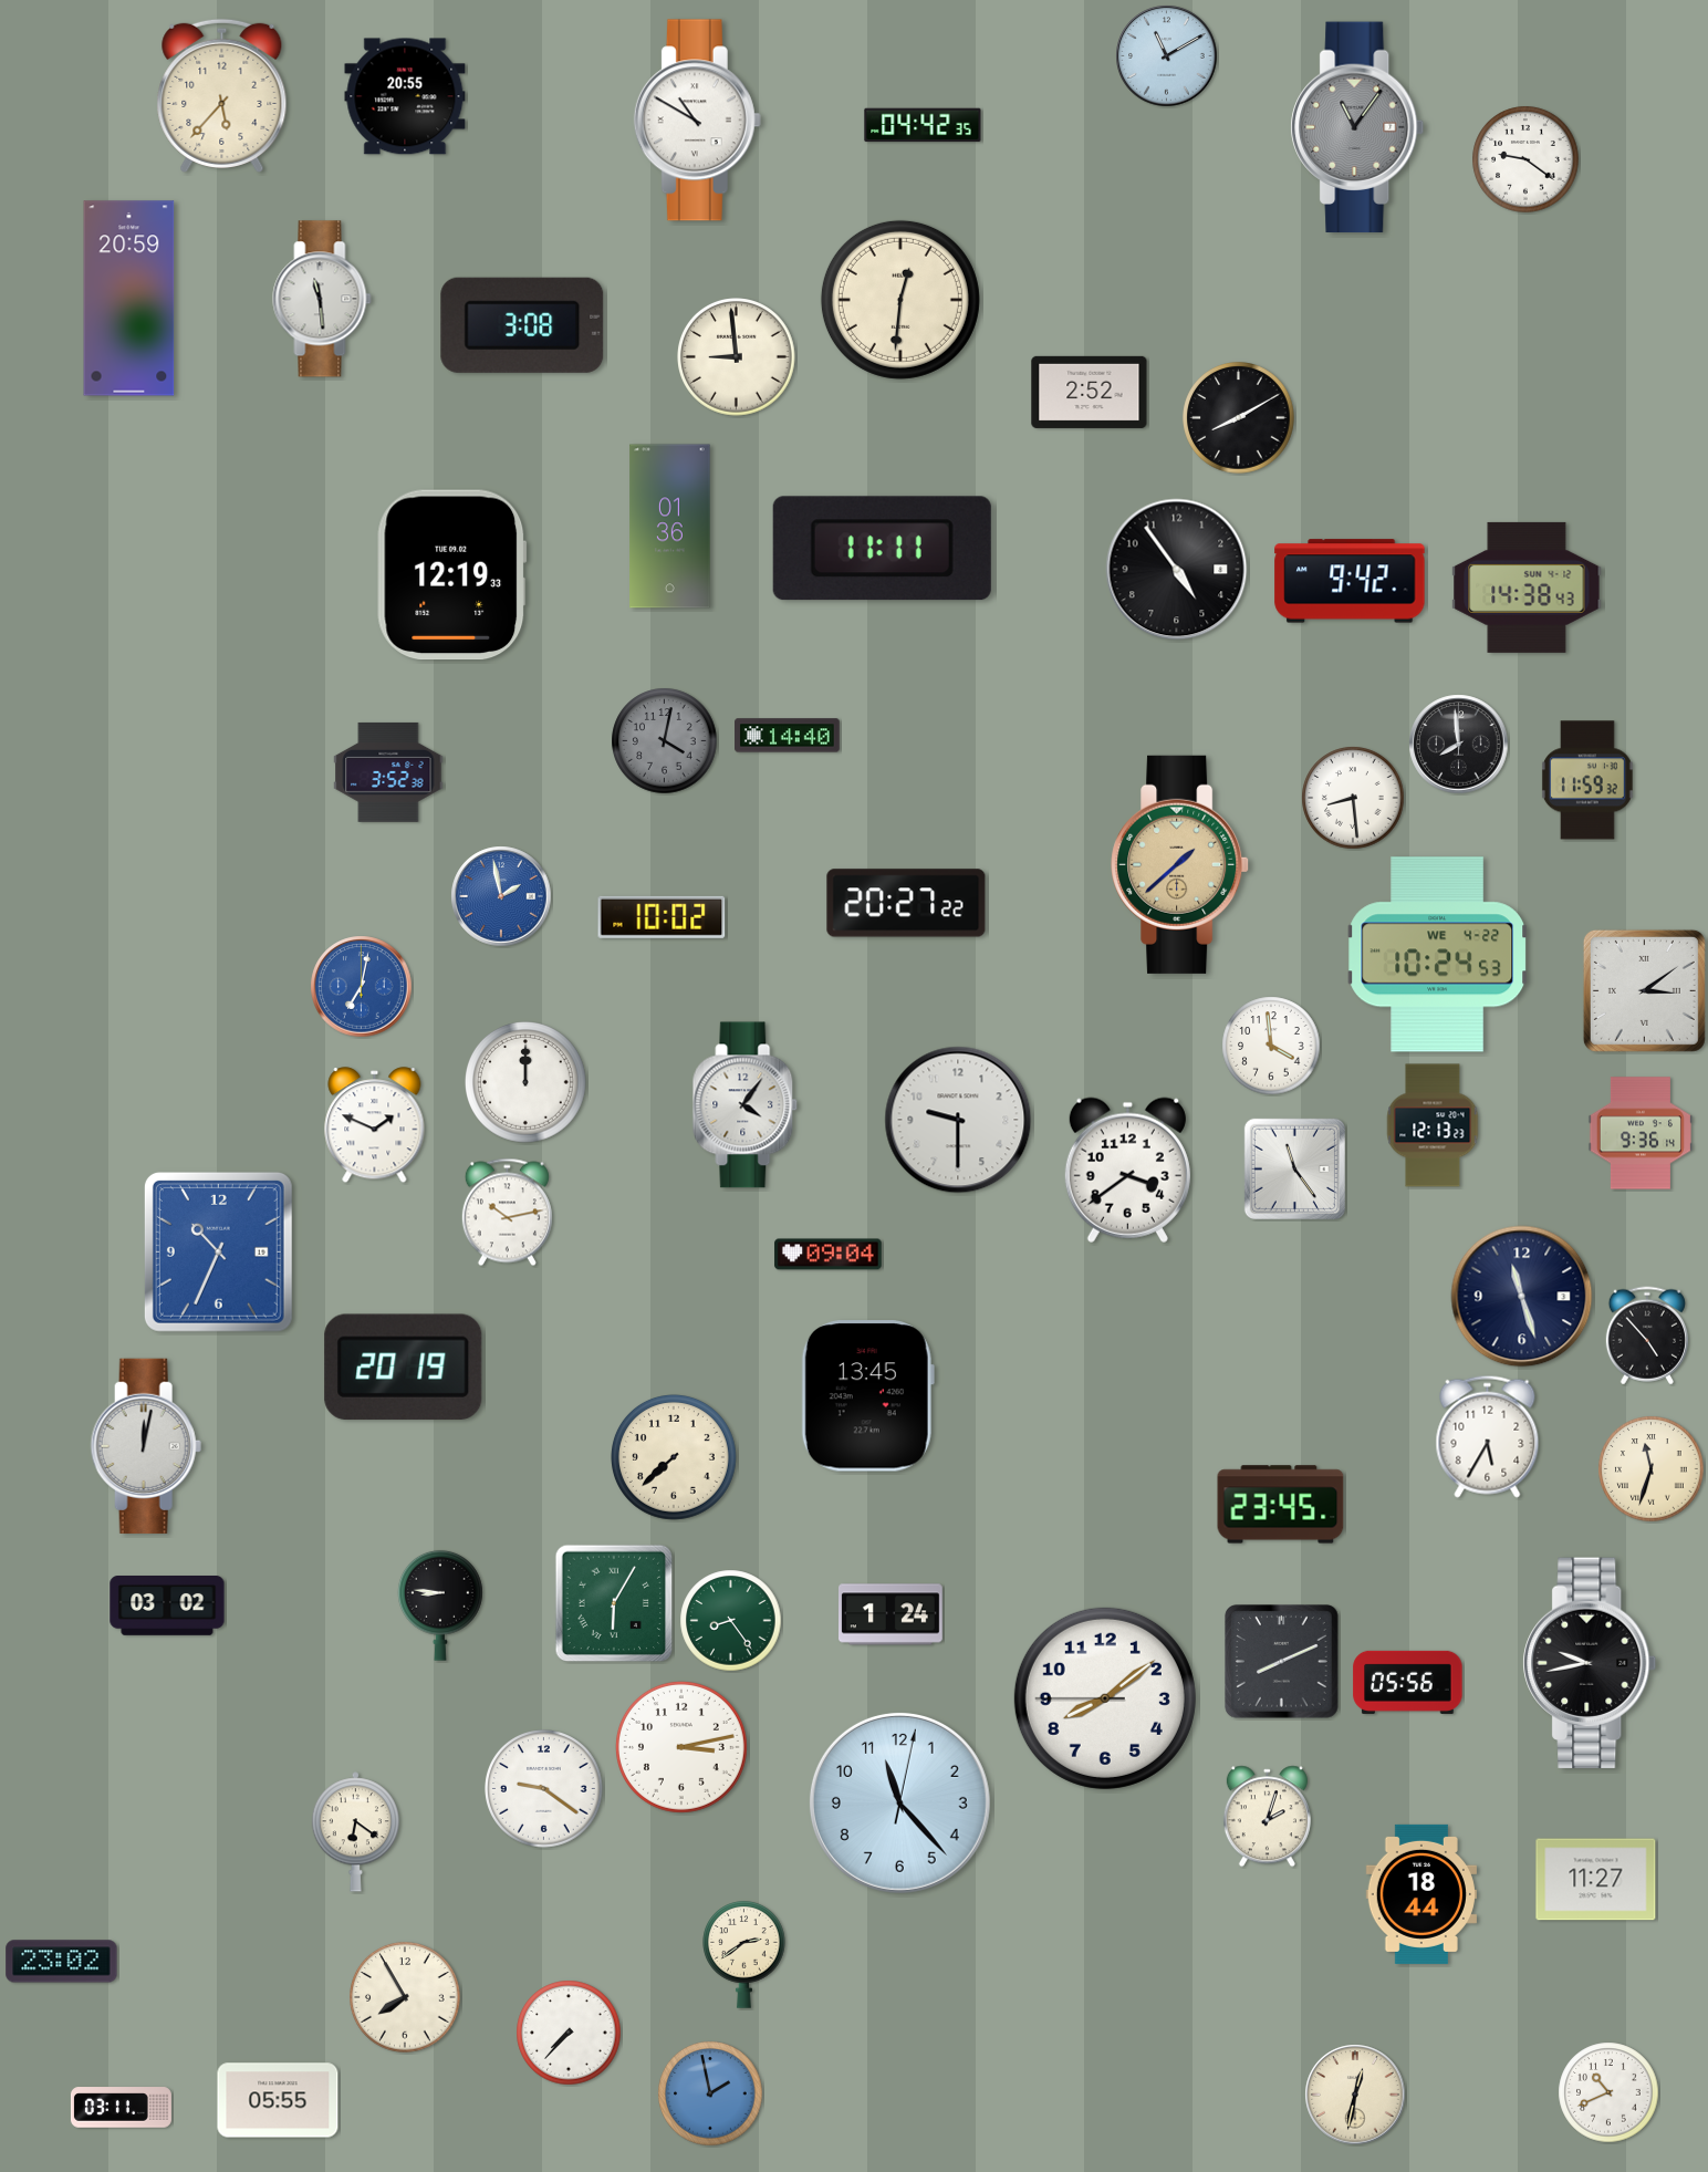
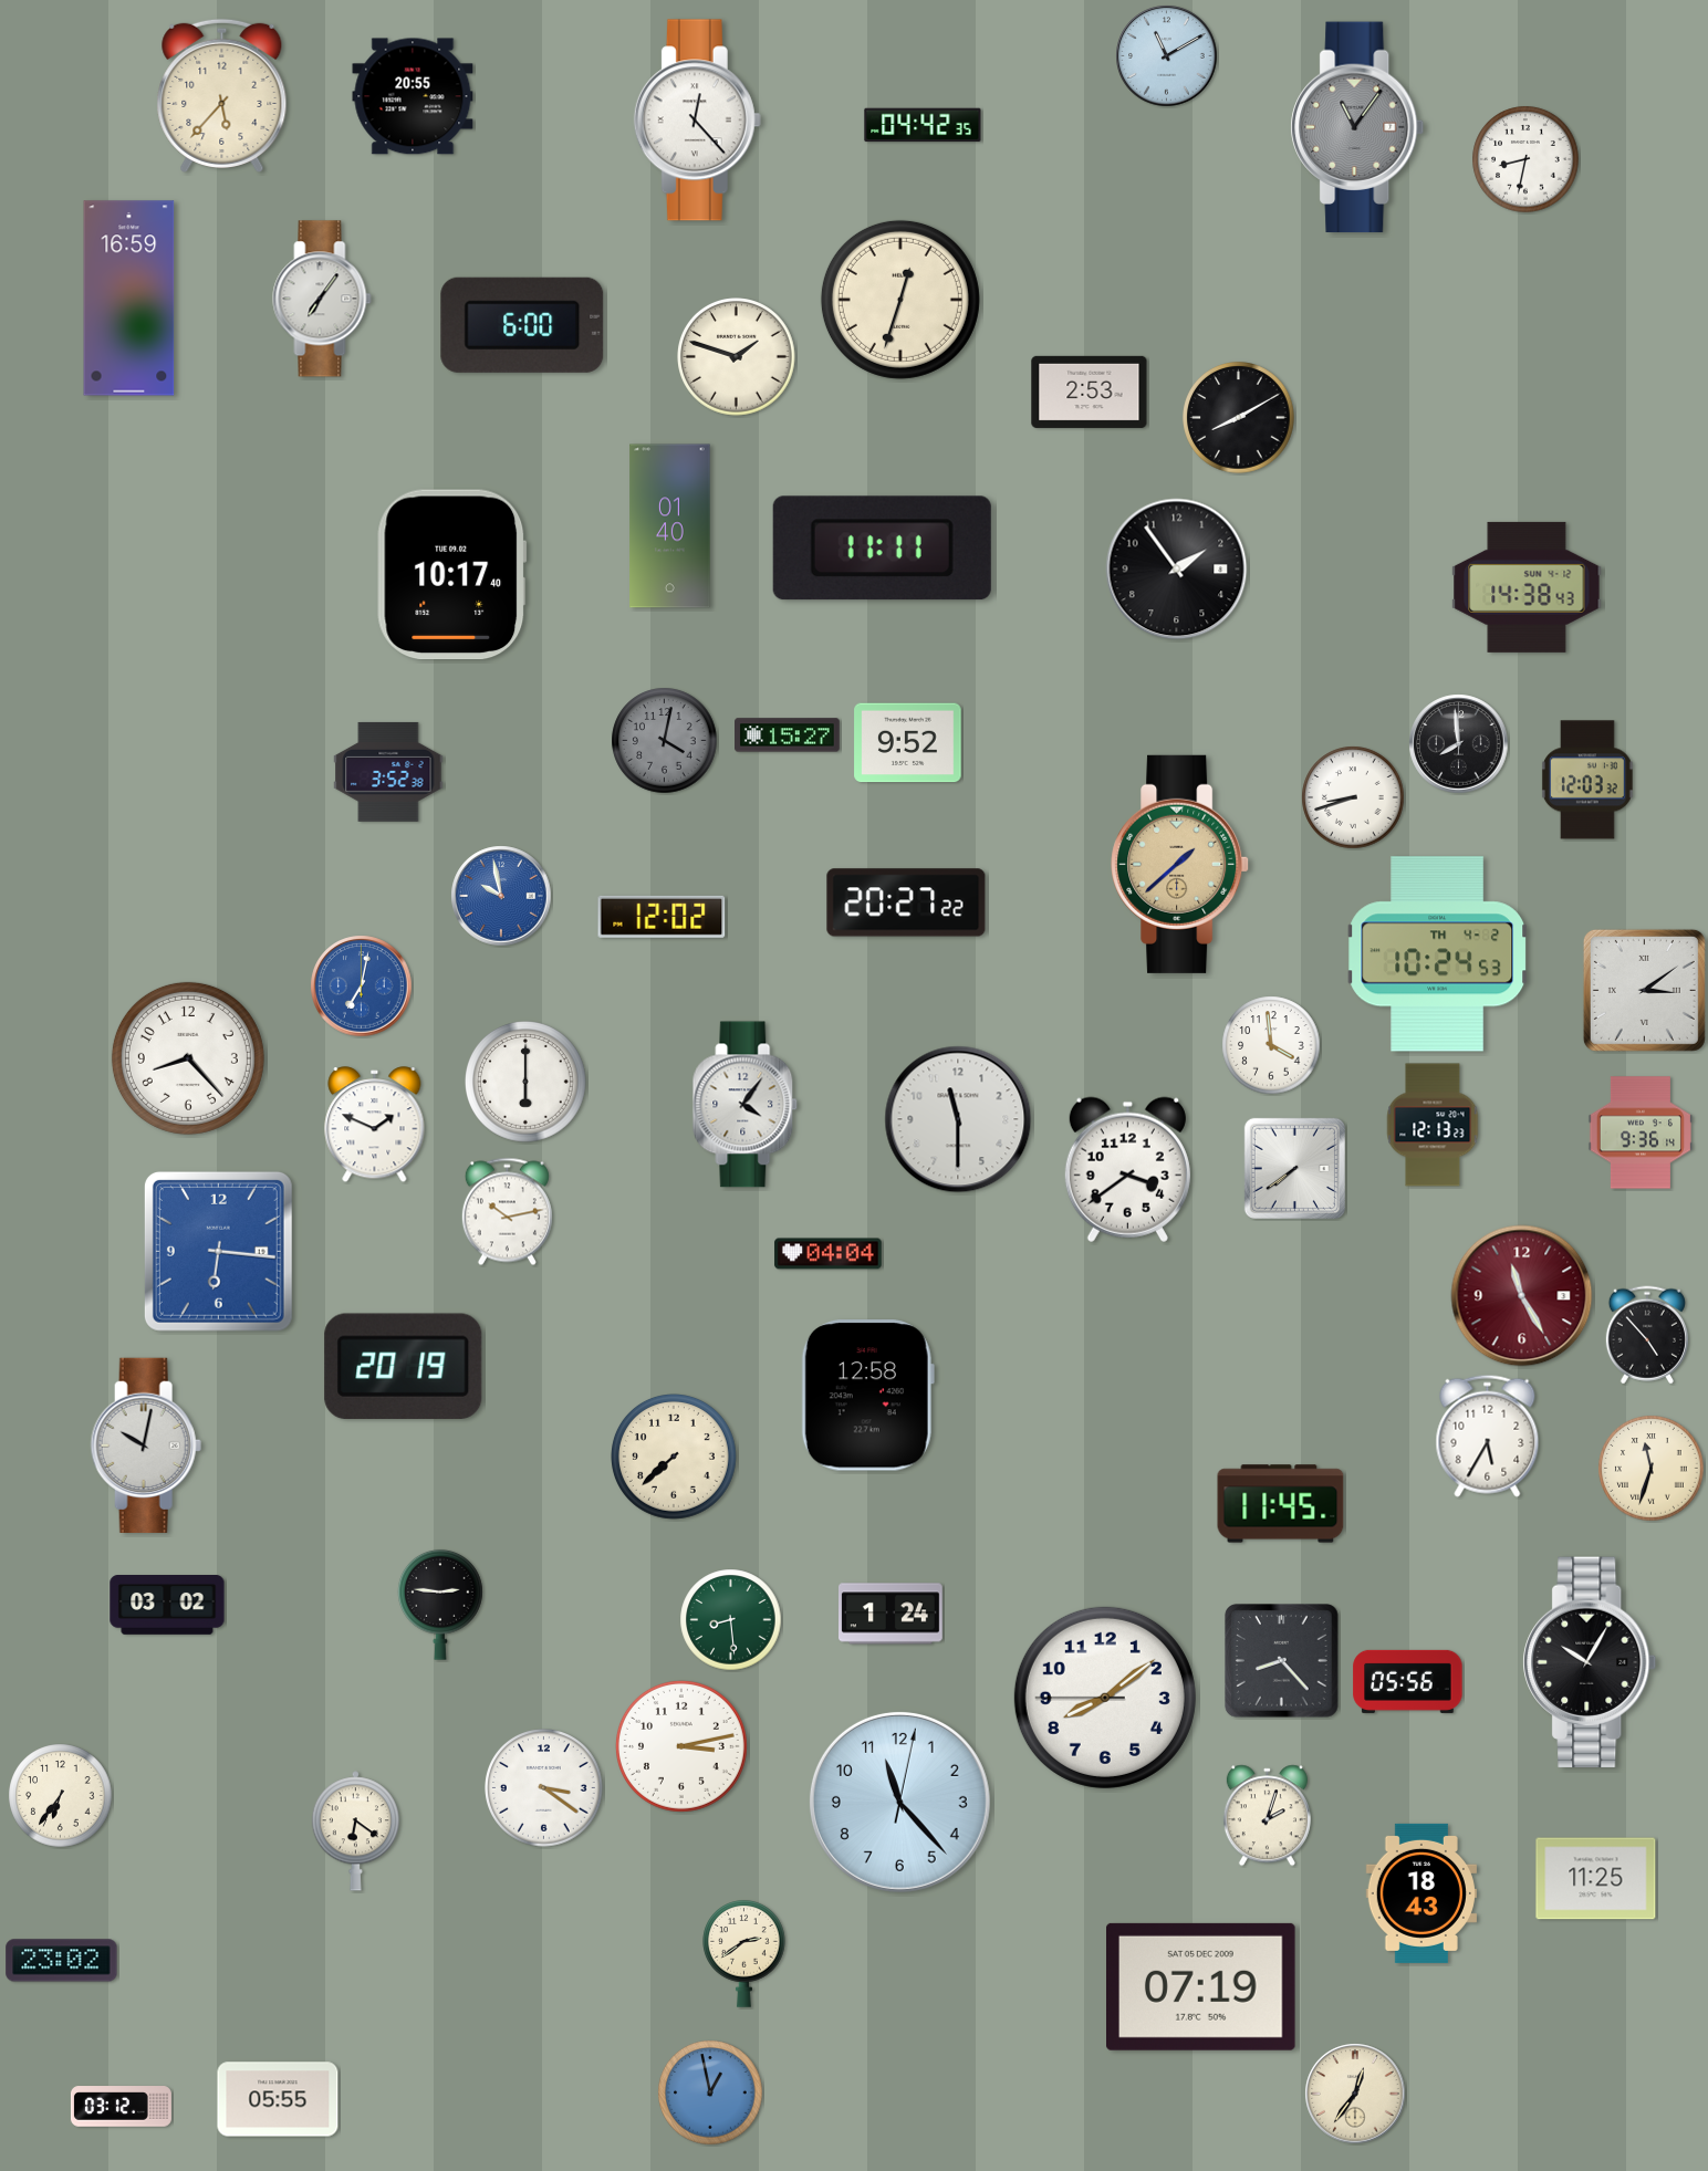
clock at (405, 96) position: (405, 96) -> (413, 96)
clock at (697, 121): 10:50 -> 12:23
clock at (1525, 159): 9:21 -> 8:32
clock at (129, 299): 20:59 -> 16:59
clock at (322, 299): 11:29 -> 7:06
clock at (900, 300): 12:31 -> 12:33
clock at (522, 325): 3:08 -> 6:00
clock at (737, 357): 8:59 -> 1:48
clock at (1090, 392): 2:52 -> 2:53
clock at (670, 527): 01:36 -> 01:40
clock at (1177, 570): 4:54 -> 1:54
clock at (452, 575): 12:19 -> 10:17
clock at (1350, 581): 9:42 -> none
clock at (788, 736): 14:40 -> 15:27
clock at (908, 743): none -> 9:52
clock at (1587, 780): 11:59 -> 12:03
clock at (1353, 798): 8:29 -> 8:42
clock at (501, 896): 1:58 -> 9:58
clock at (662, 917): 10:02 -> 12:02
clock at (1438, 955) date: WE 4-22 -> TH 4-2
clock at (188, 1058): none -> 8:23
clock at (527, 1083): 12:00 -> 6:00
clock at (958, 1120): 9:30 -> 11:30
clock at (1294, 1168): 11:24 -> 7:39
clock at (218, 1251): 10:34 -> 6:16
clock at (829, 1255): 09:04 -> 04:04
clock at (1522, 1297): 11:27 -> 11:25
clock at (1522, 1297) dial: navy -> burgundy
clock at (867, 1396): 13:45 -> 12:58
clock at (146, 1446): 12:02 -> 10:02
clock at (1281, 1505): 23:45 -> 11:45
clock at (614, 1603): 6:05 -> none
clock at (441, 1605): 8:46 -> 2:46
clock at (731, 1621): 8:24 -> 8:29
clock at (1282, 1662): 8:11 -> 8:23
clock at (1590, 1663): 9:43 -> 10:05
clock at (544, 1789): 9:21 -> 3:21
clock at (61, 1796): none -> 6:36
clock at (1596, 1880): 11:27 -> 11:25
clock at (1421, 1894): 18:44 -> 18:43
clock at (1201, 1986): none -> 07:19
clock at (405, 1997): 7:55 -> none
clock at (569, 2033): 7:37 -> none
clock at (1608, 2092): 10:41 -> none
clock at (710, 2093): 1:58 -> 12:58
clock at (1355, 2095): 12:32 -> 12:36
clock at (121, 2108): 03:11 -> 03:12
